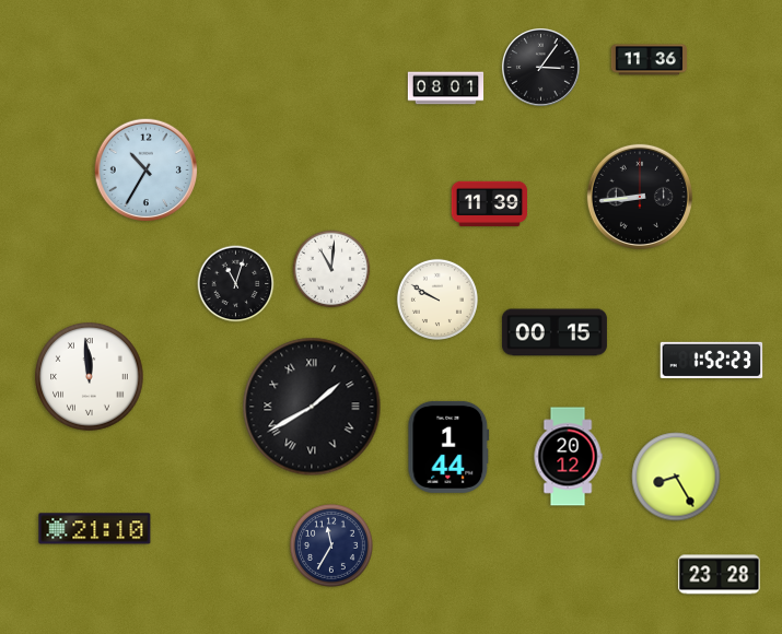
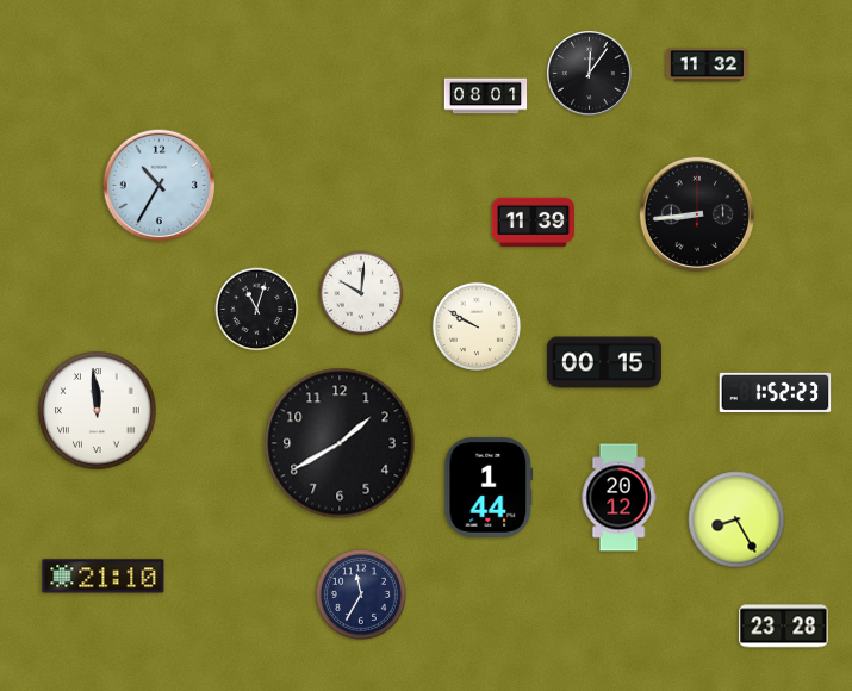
clock at (650, 60): 11:36 -> 11:32
clock at (540, 67): 3:06 -> 12:06
clock at (331, 269): 11:01 -> 10:01
clock at (312, 407) numerals: Roman -> Arabic
